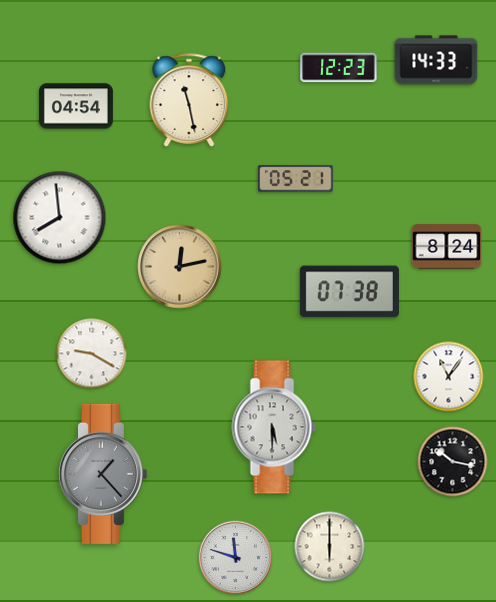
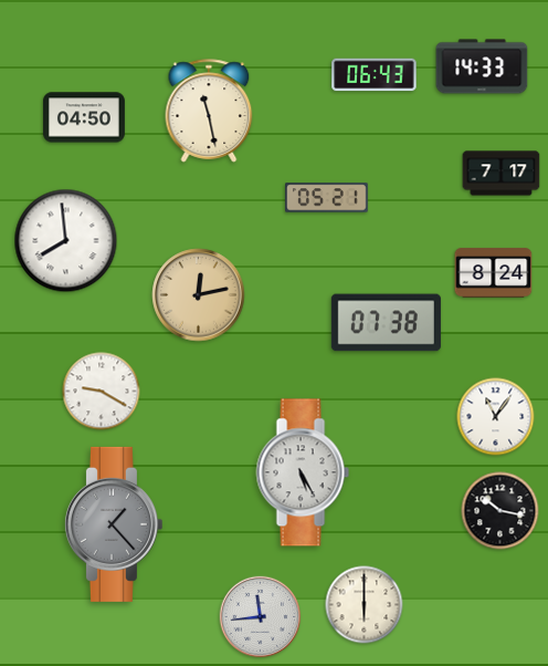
clock at (339, 68): 12:23 -> 06:43
clock at (76, 106): 04:54 -> 04:50
clock at (502, 174): none -> 7:17
clock at (274, 427): 5:30 -> 5:25
clock at (236, 558): 11:48 -> 11:44
